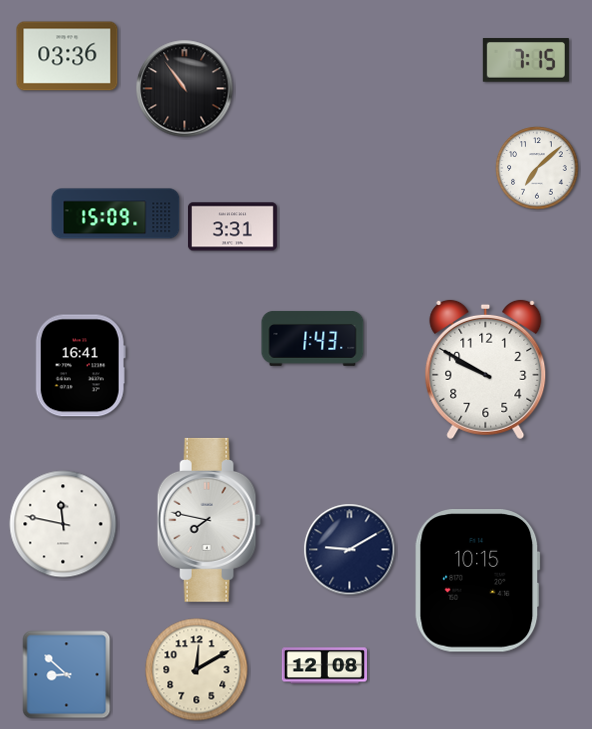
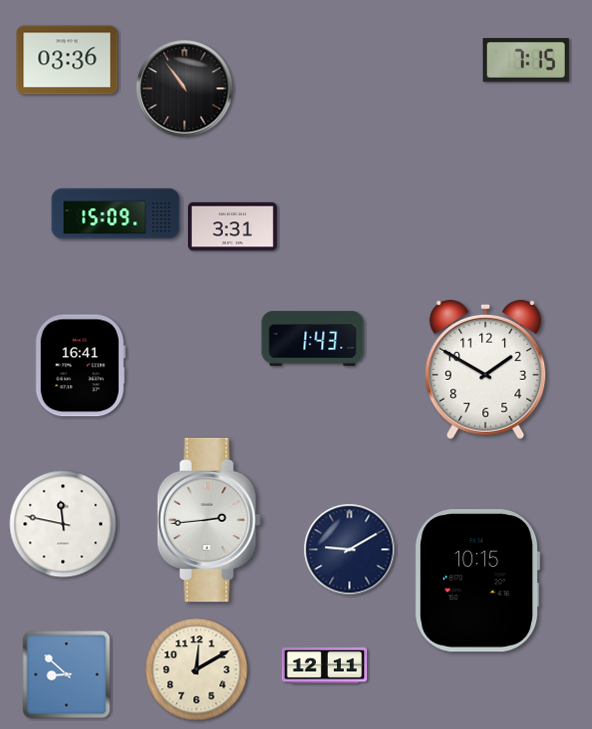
clock at (67, 56) position: (67, 56) -> (67, 60)
clock at (537, 168): 7:08 -> none
clock at (486, 370): 9:50 -> 1:50
clock at (209, 520): 7:47 -> 2:44
clock at (324, 666): 12:08 -> 12:11
